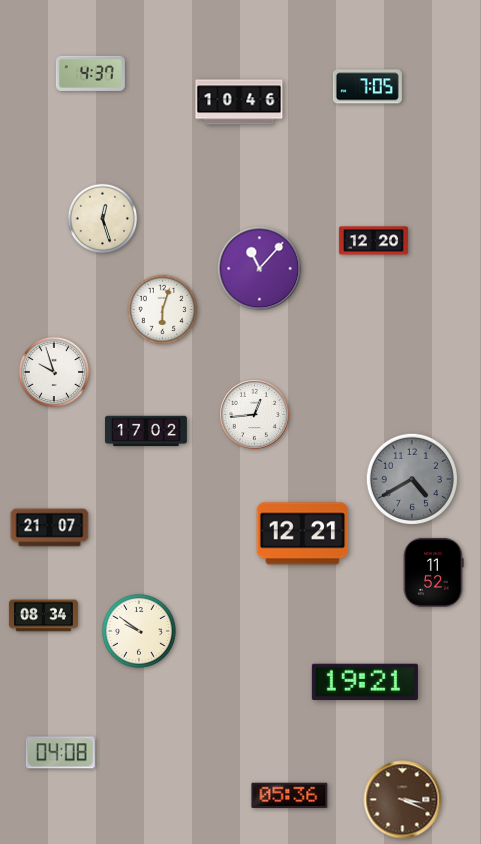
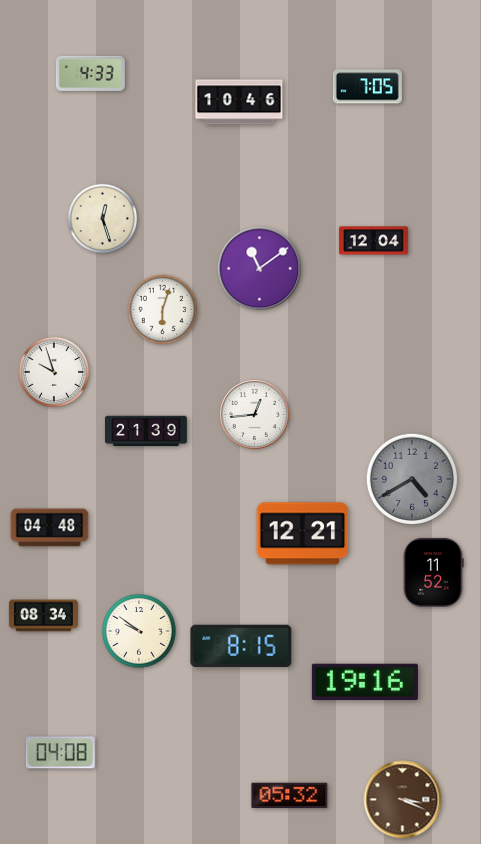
clock at (90, 73): 4:37 -> 4:33
clock at (373, 241): 12:20 -> 12:04
clock at (260, 269): 11:07 -> 11:09
clock at (146, 431): 17:02 -> 21:39
clock at (50, 528): 21:07 -> 04:48
clock at (241, 646): none -> 8:15
clock at (365, 682): 19:21 -> 19:16
clock at (290, 796): 05:36 -> 05:32
